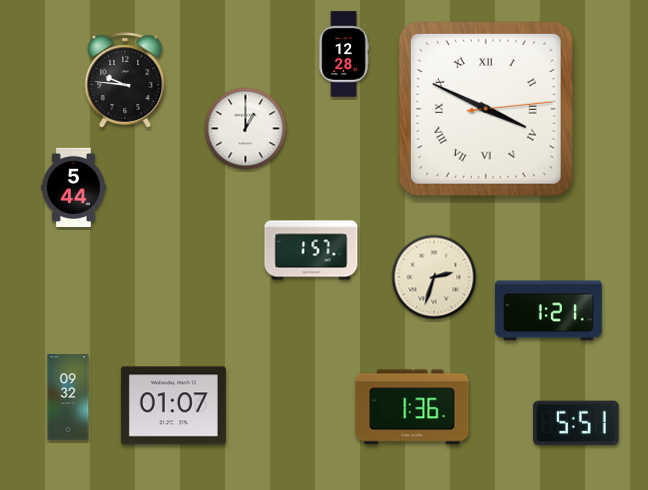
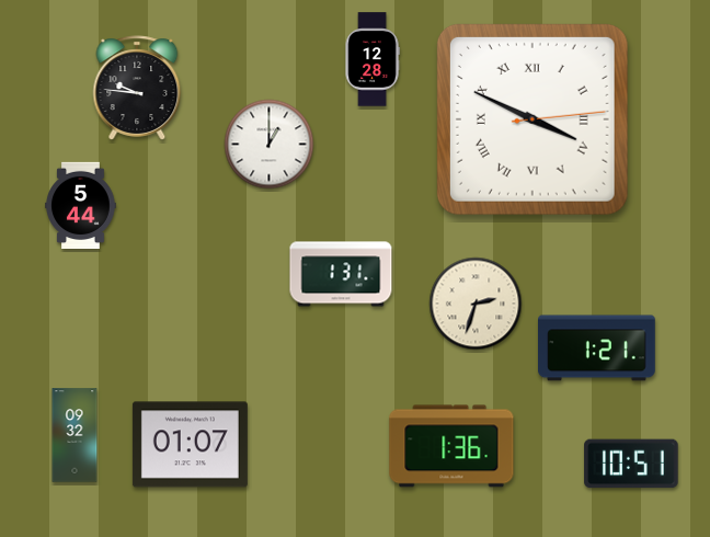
clock at (344, 54) position: (344, 54) -> (373, 59)
clock at (246, 129) position: (246, 129) -> (270, 145)
clock at (311, 250): 1:57 -> 1:31
clock at (549, 311) position: (549, 311) -> (597, 349)
clock at (576, 423): 5:51 -> 10:51
